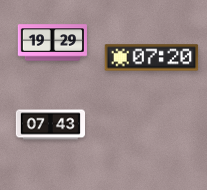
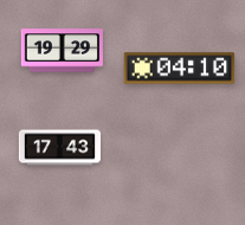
clock at (152, 58): 07:20 -> 04:10
clock at (50, 125): 07:43 -> 17:43
